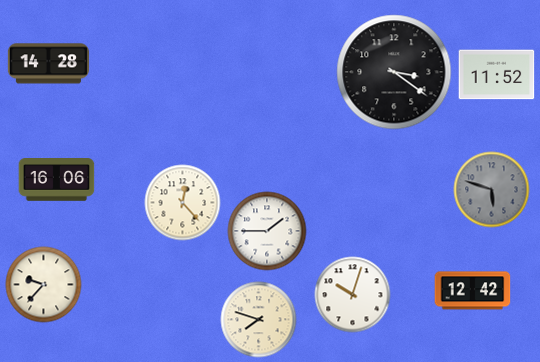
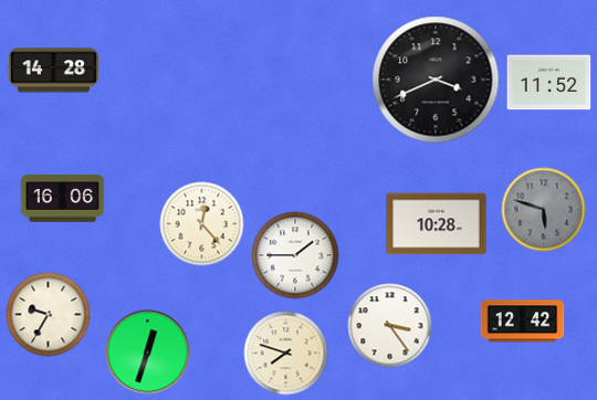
clock at (394, 72): 3:21 -> 3:41
clock at (437, 224): none -> 10:28
clock at (44, 285): 9:37 -> 9:35
clock at (353, 295): 10:03 -> 3:24
clock at (148, 352): none -> 12:33
